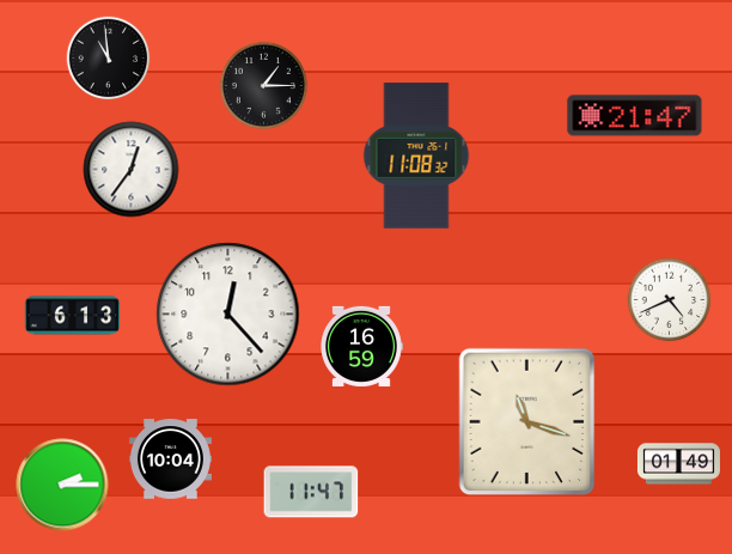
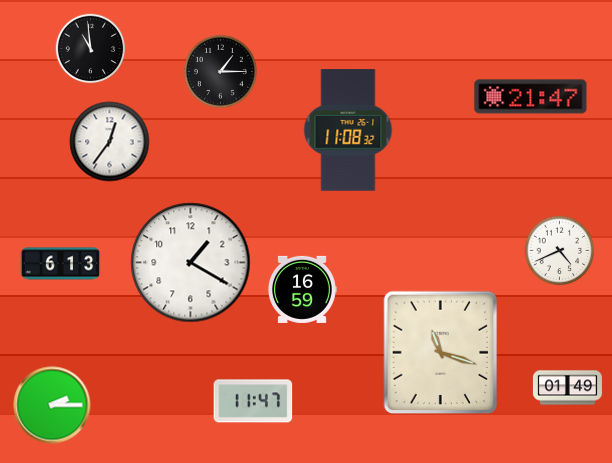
clock at (228, 315): 12:23 -> 1:20
clock at (170, 459): 10:04 -> none
clock at (311, 492) position: (311, 492) -> (253, 401)
